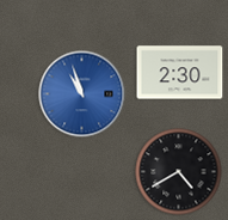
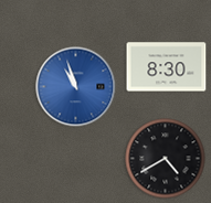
clock at (180, 73): 2:30 -> 8:30
